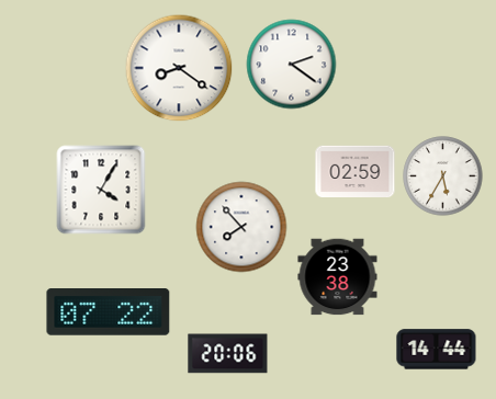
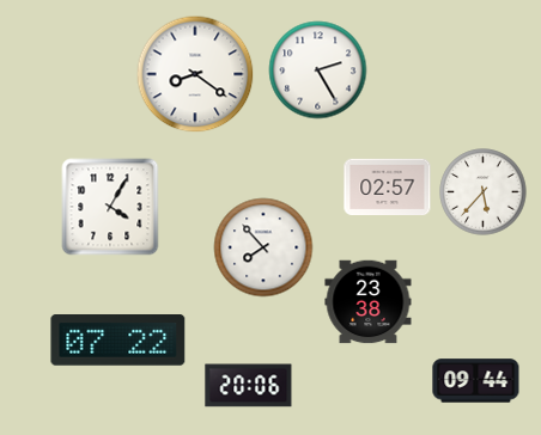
clock at (292, 65): 2:21 -> 2:25
clock at (356, 172): 02:59 -> 02:57
clock at (443, 176): 5:35 -> 5:37
clock at (437, 350): 14:44 -> 09:44
